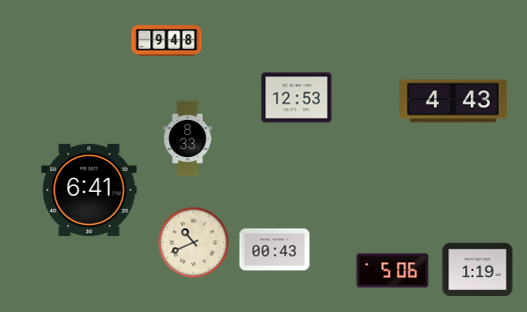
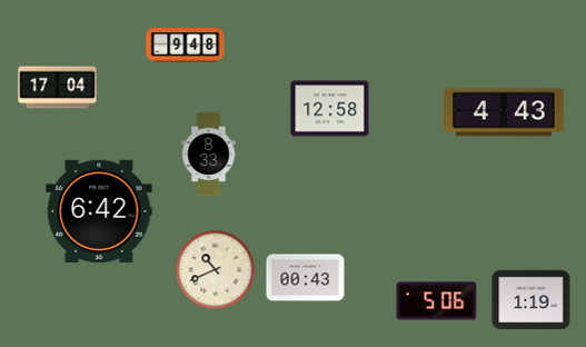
clock at (58, 88): none -> 17:04
clock at (297, 98): 12:53 -> 12:58
clock at (89, 190): 6:41 -> 6:42
